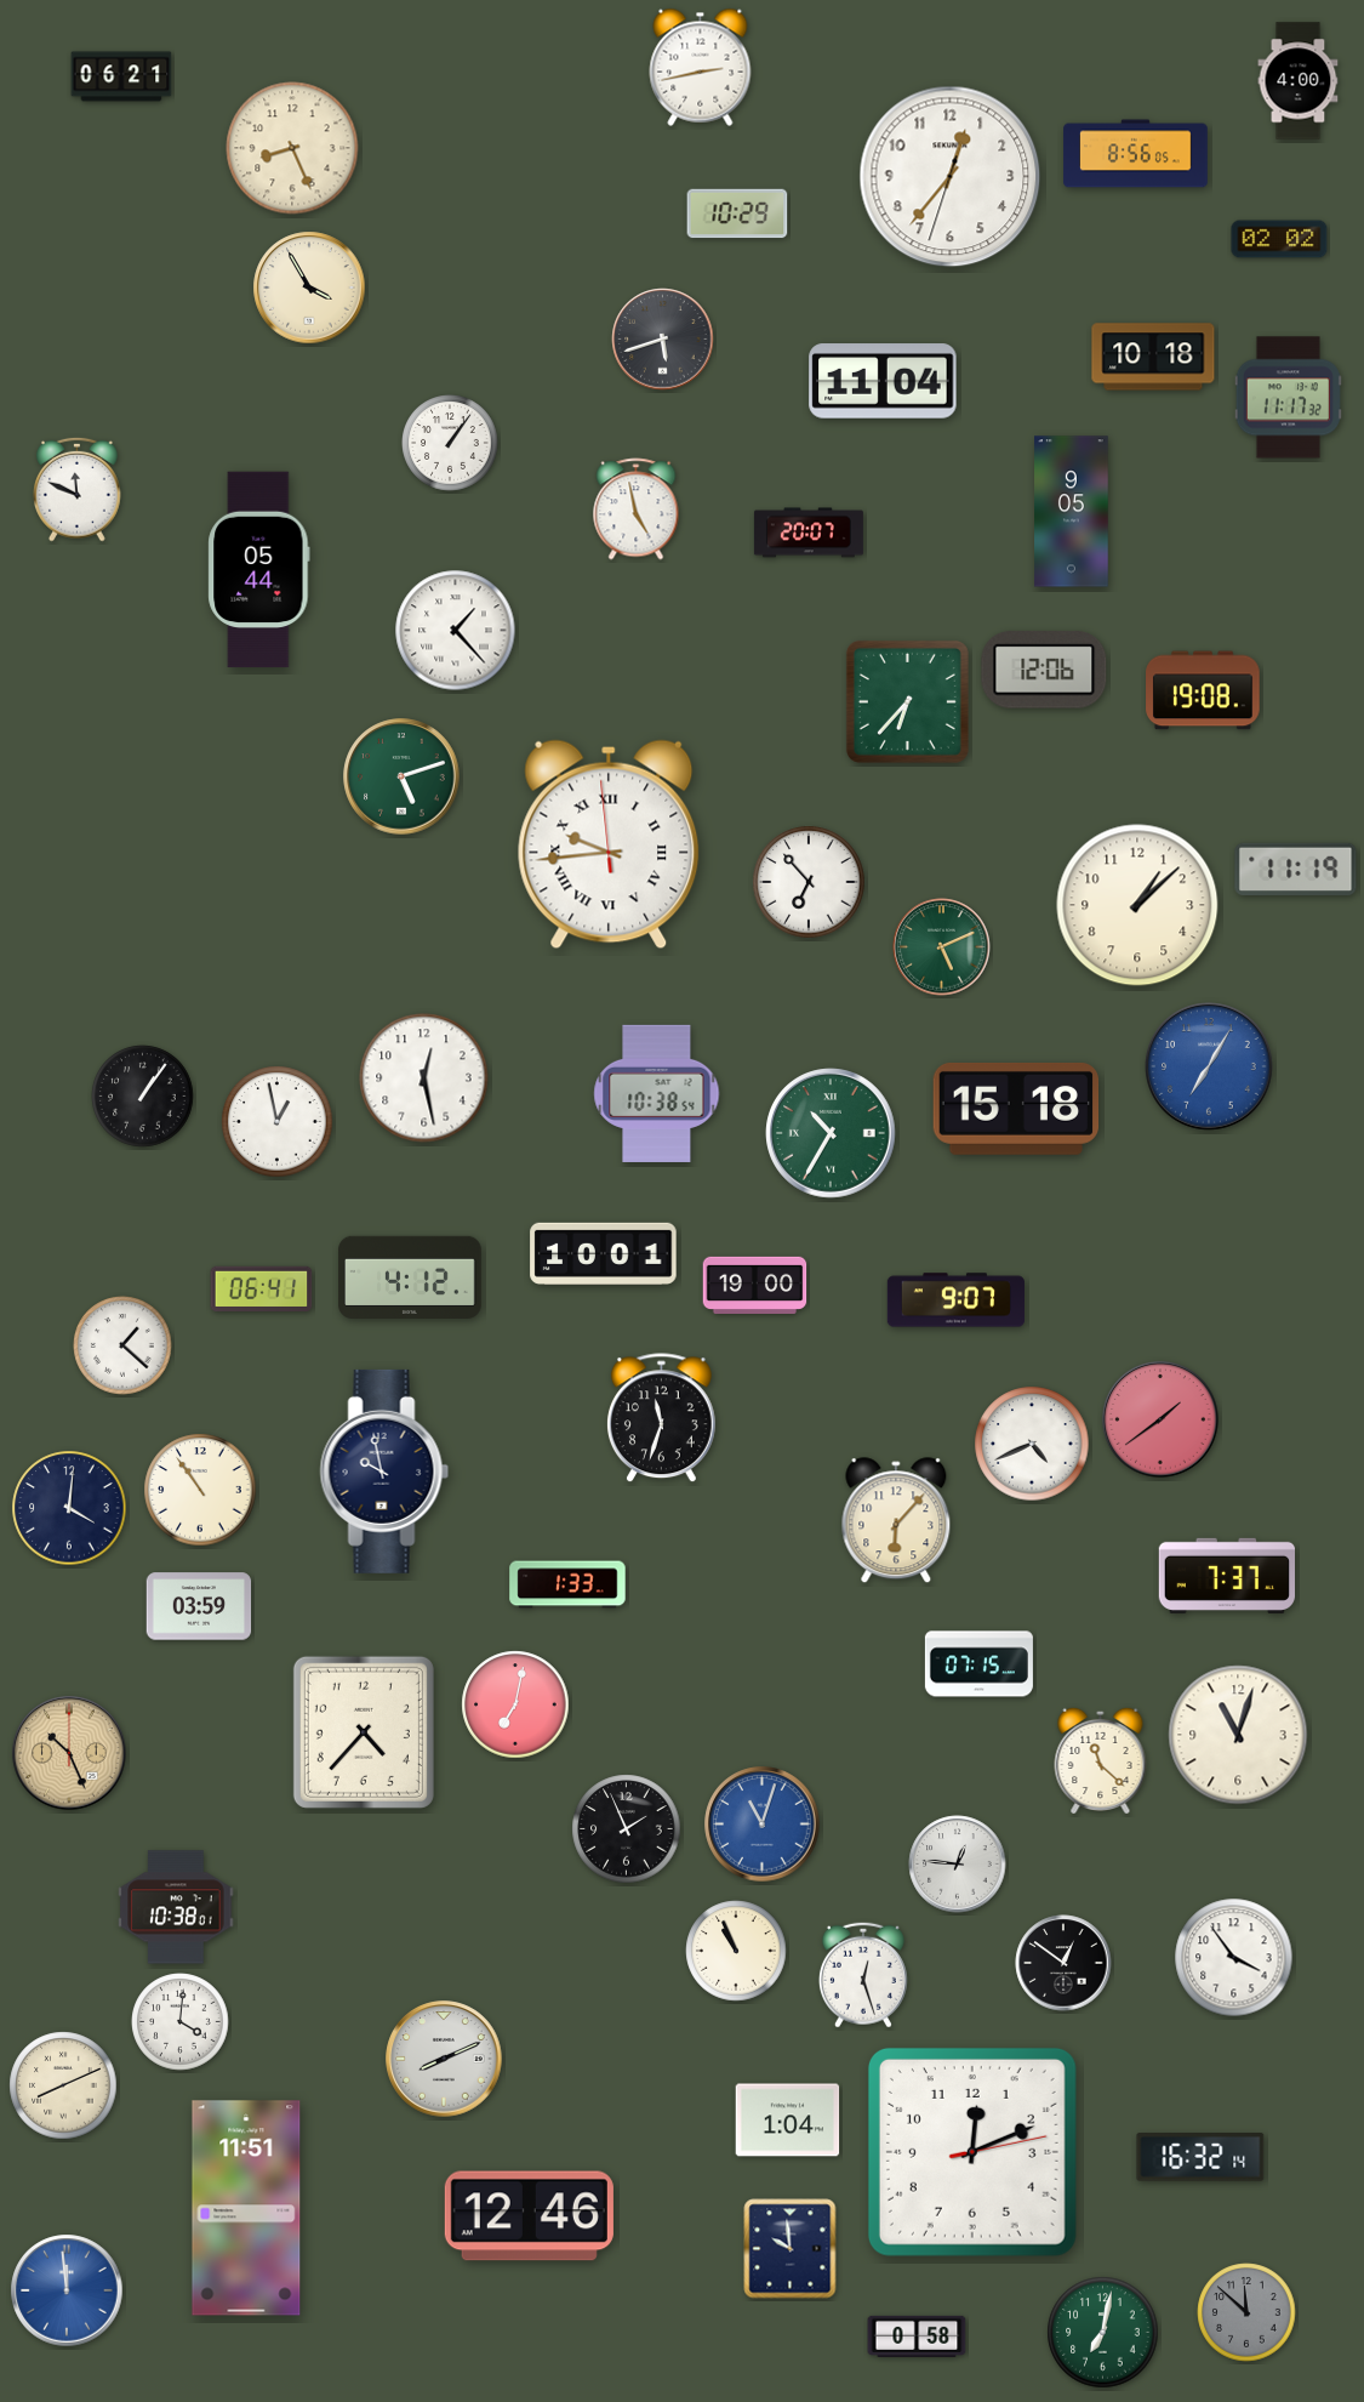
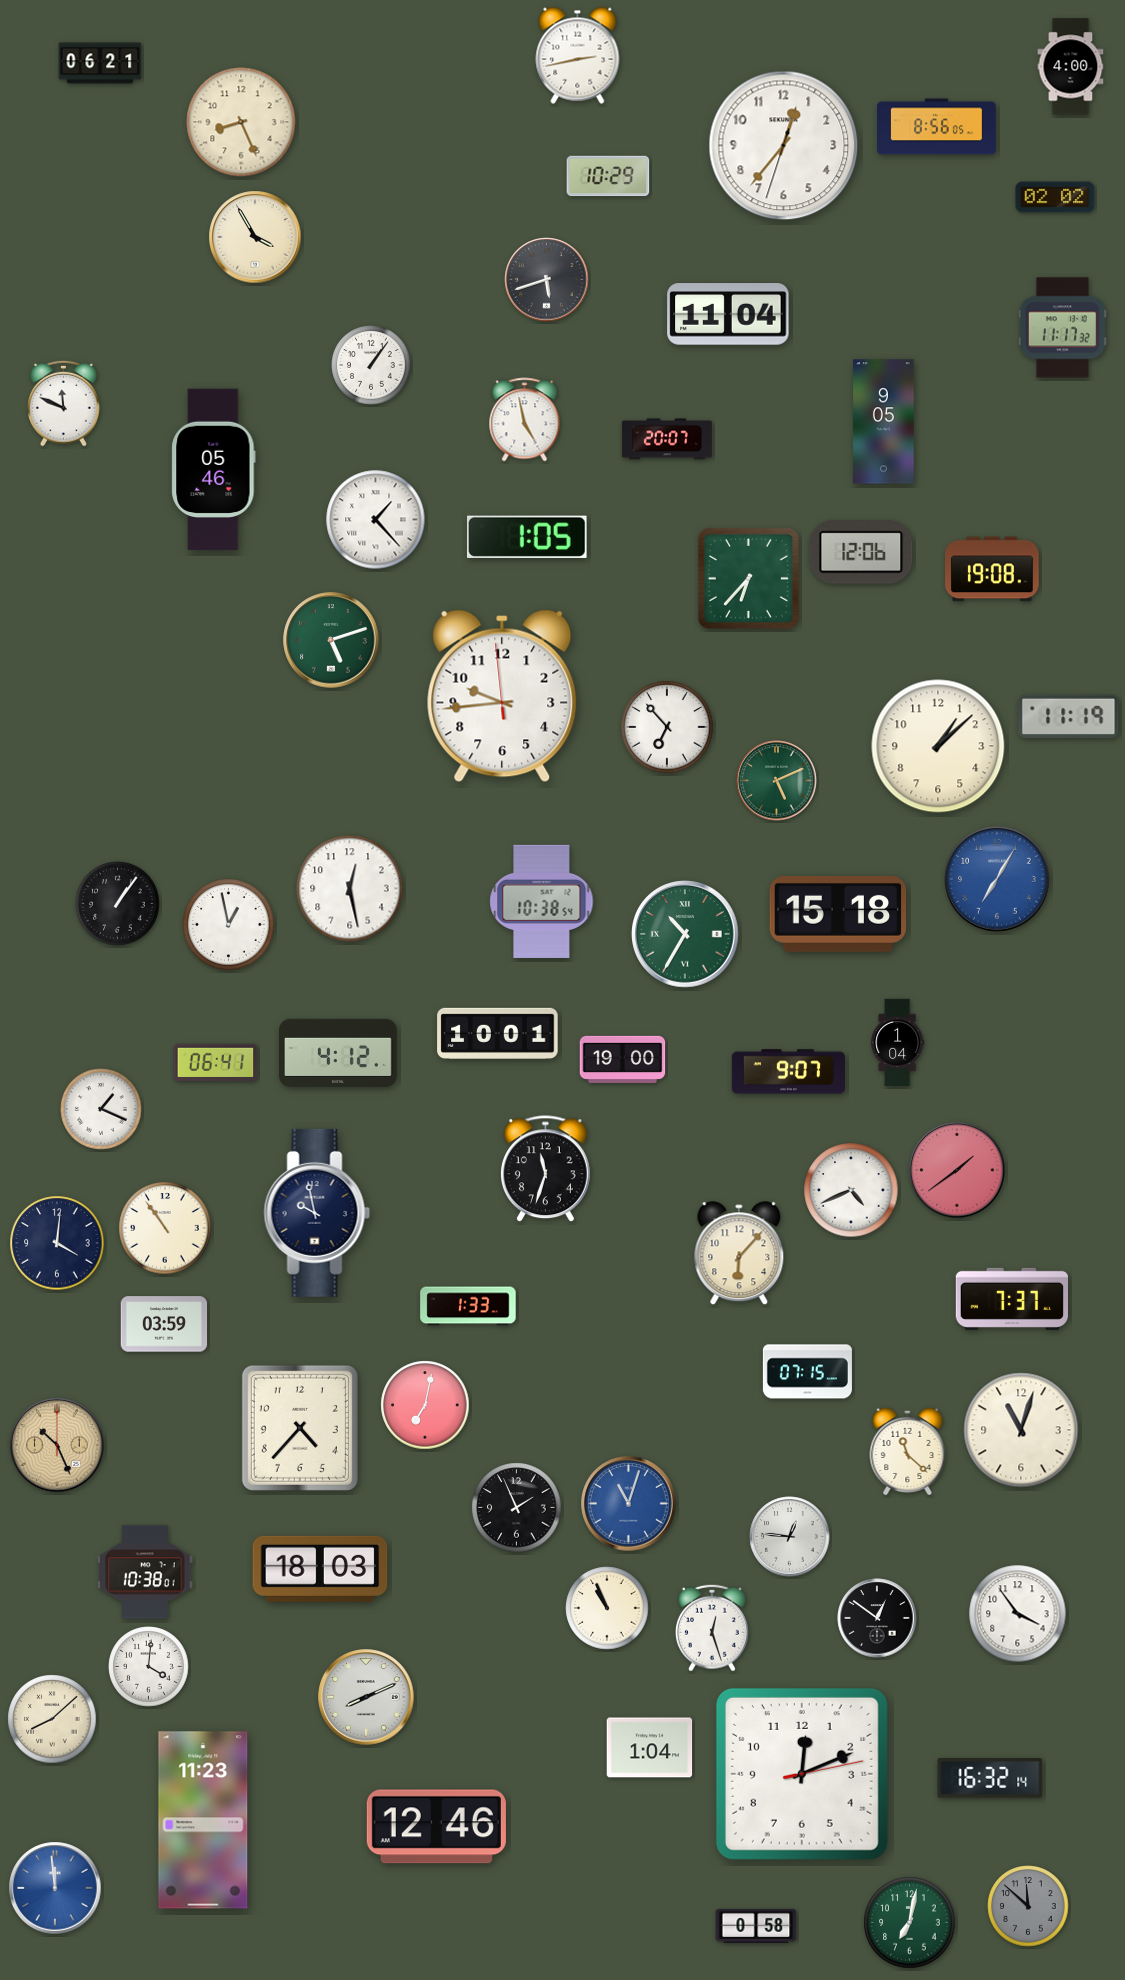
clock at (1153, 357): 10:18 -> none
clock at (259, 570): 05:44 -> 05:46
clock at (527, 537): none -> 1:05
clock at (609, 844) numerals: Roman -> Arabic
clock at (898, 1043): none -> 1:04
clock at (122, 1345): 1:22 -> 1:19
clock at (320, 1569): none -> 18:03
clock at (63, 2085): 8:11 -> 8:08
clock at (246, 2208): 11:51 -> 11:23
clock at (791, 2249): 9:59 -> none
